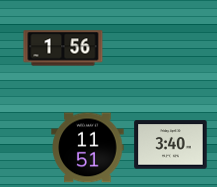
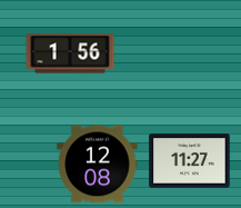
clock at (171, 145): 3:40 -> 11:27
clock at (88, 148): 11:51 -> 12:08
